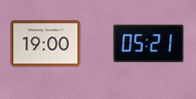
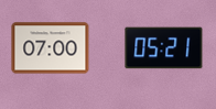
clock at (46, 44): 19:00 -> 07:00
